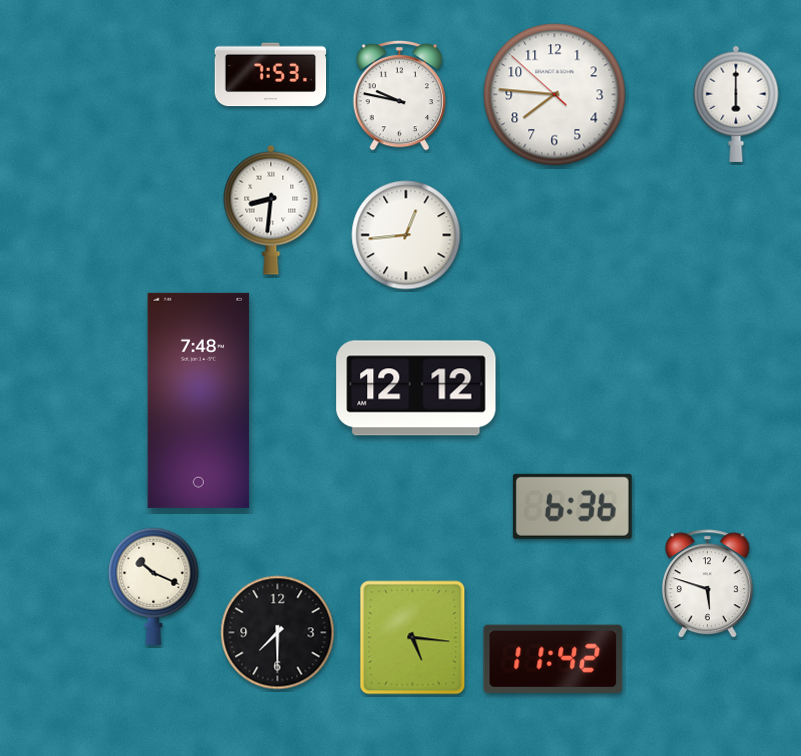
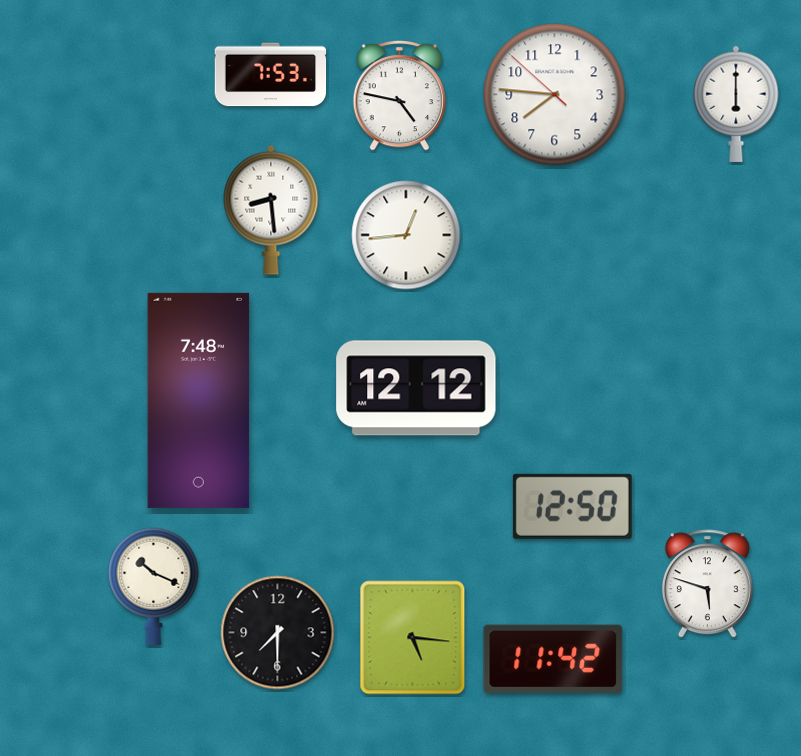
clock at (399, 96): 9:47 -> 4:47
clock at (271, 210): 8:31 -> 8:29
clock at (572, 506): 6:36 -> 12:50
